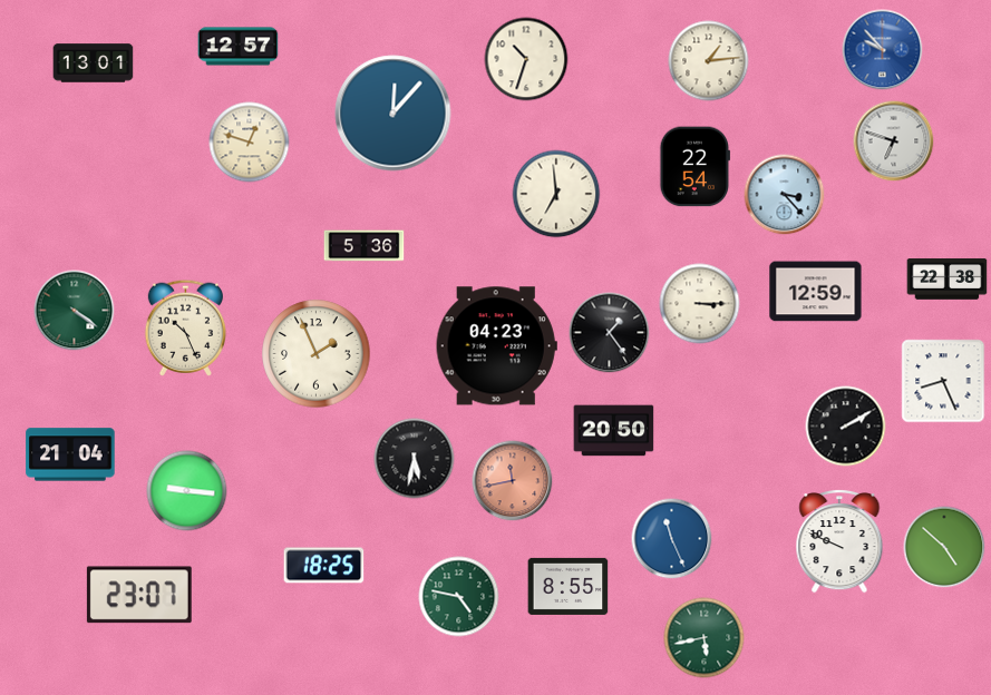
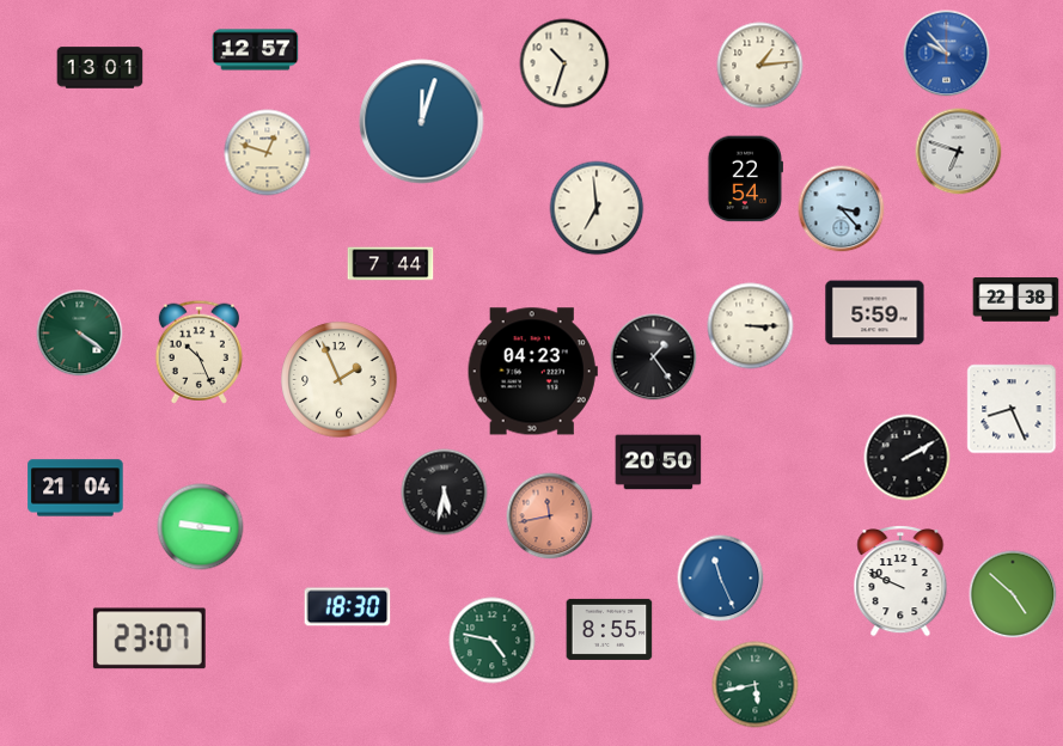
clock at (394, 114): 12:07 -> 12:03
clock at (365, 246): 5:36 -> 7:44
clock at (816, 292): 12:59 -> 5:59
clock at (944, 547) position: (944, 547) -> (1013, 594)
clock at (324, 566): 18:25 -> 18:30
